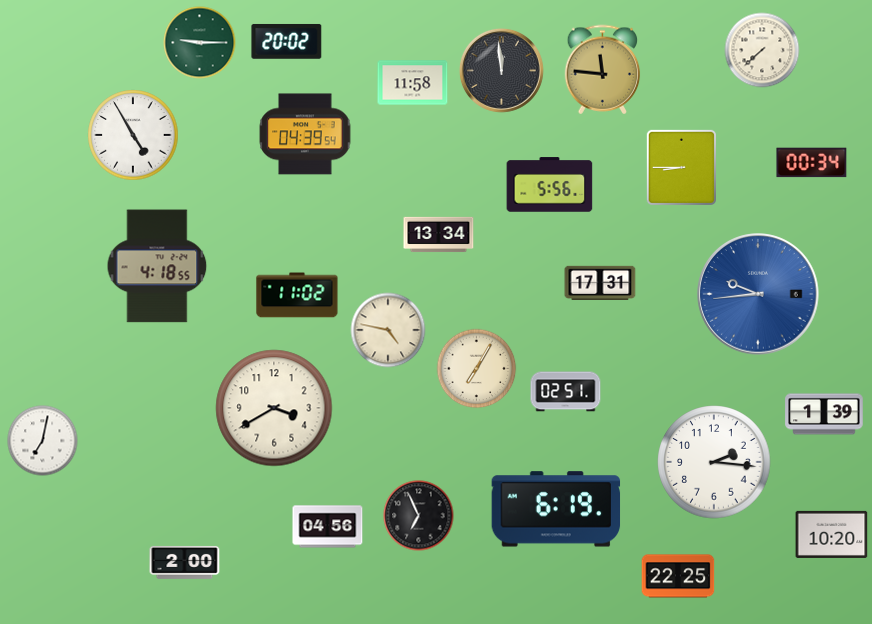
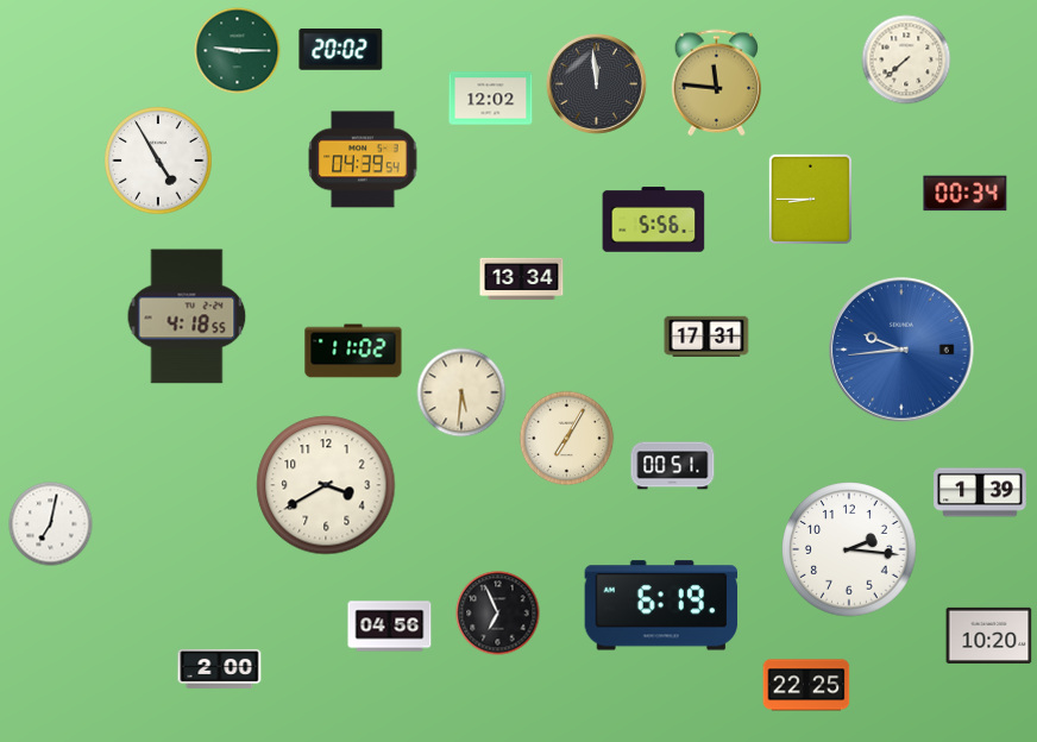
clock at (413, 83): 11:58 -> 12:02
clock at (600, 282) position: (600, 282) -> (706, 335)
clock at (388, 330): 4:47 -> 5:31
clock at (566, 392): 02:51 -> 00:51
